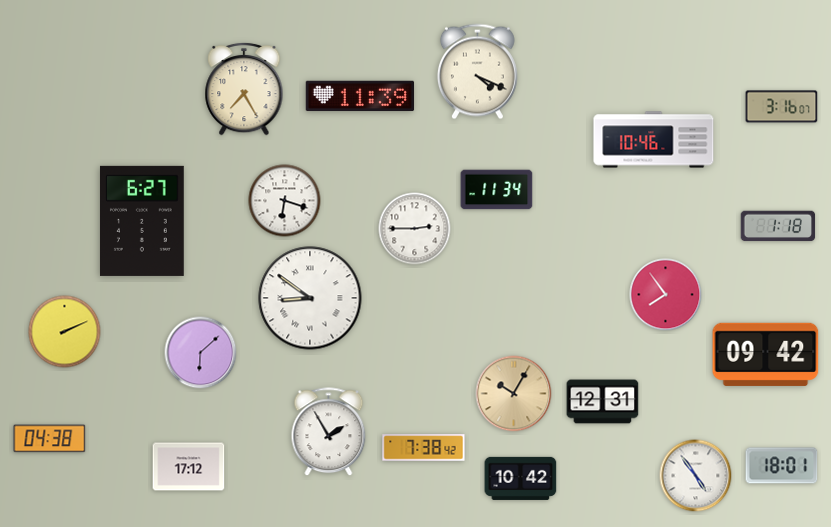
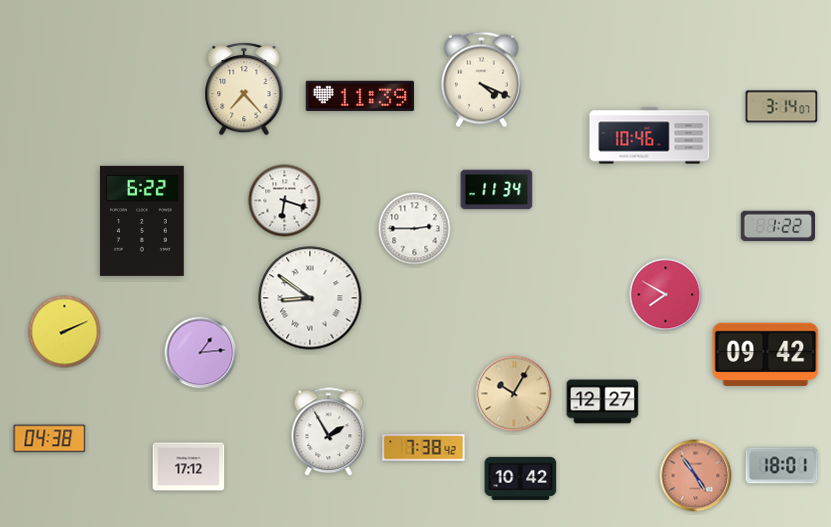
clock at (477, 72) position: (477, 72) -> (481, 80)
clock at (244, 89): 7:25 -> 7:23
clock at (782, 107): 3:16 -> 3:14
clock at (654, 140) position: (654, 140) -> (650, 136)
clock at (142, 221): 6:27 -> 6:22
clock at (778, 226): 1:18 -> 1:22
clock at (666, 295): 7:54 -> 7:50
clock at (201, 353): 6:08 -> 1:14
clock at (603, 402): 12:31 -> 12:27
clock at (696, 476) dial: white -> salmon
